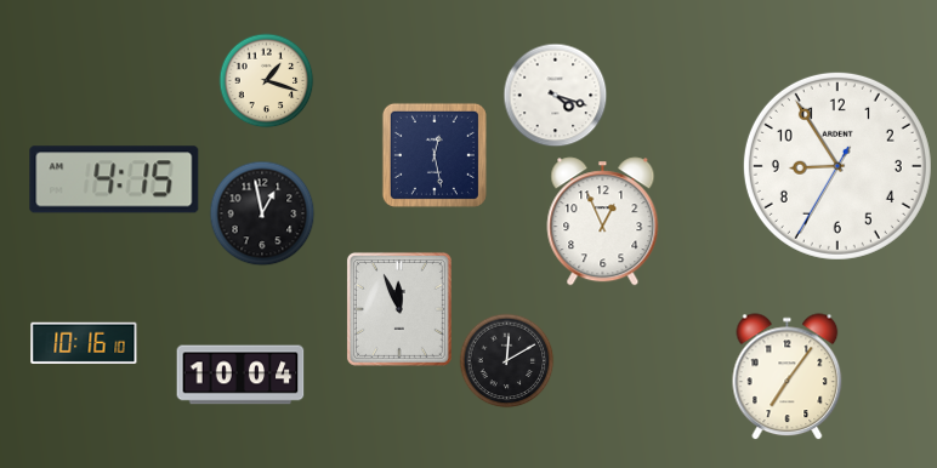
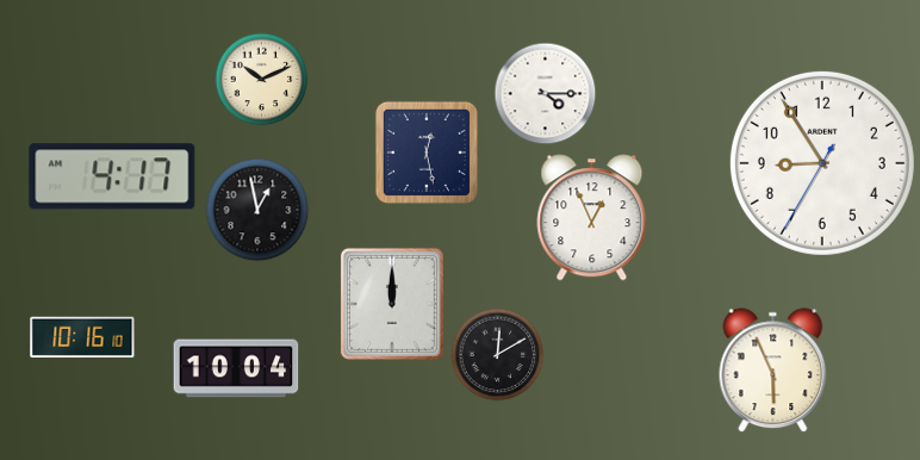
clock at (266, 80): 1:18 -> 10:11
clock at (555, 95): 4:18 -> 4:15
clock at (114, 179): 4:15 -> 4:17
clock at (399, 309): 11:56 -> 12:00
clock at (788, 377): 7:06 -> 5:56
